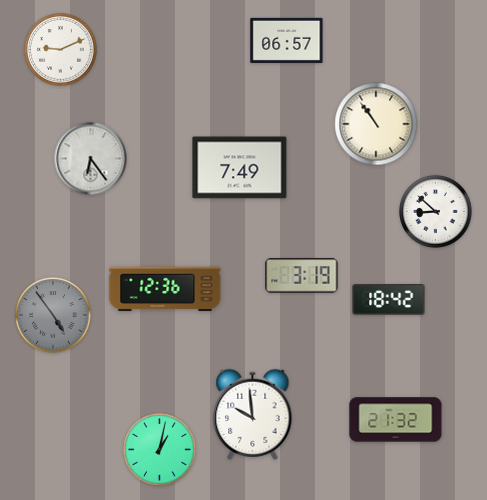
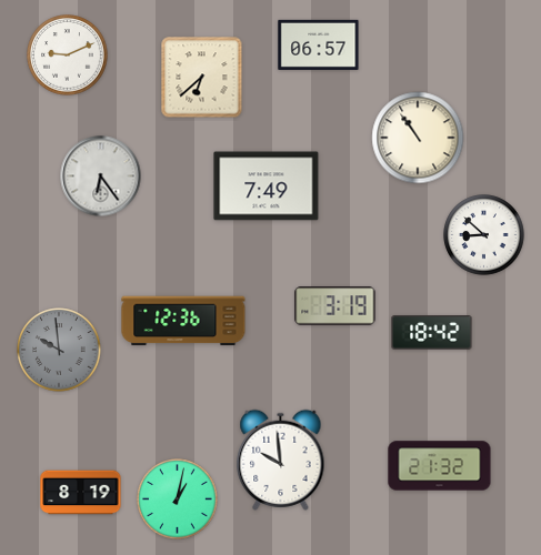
clock at (202, 78): none -> 6:38
clock at (53, 315): 4:54 -> 9:59
clock at (81, 493): none -> 8:19
